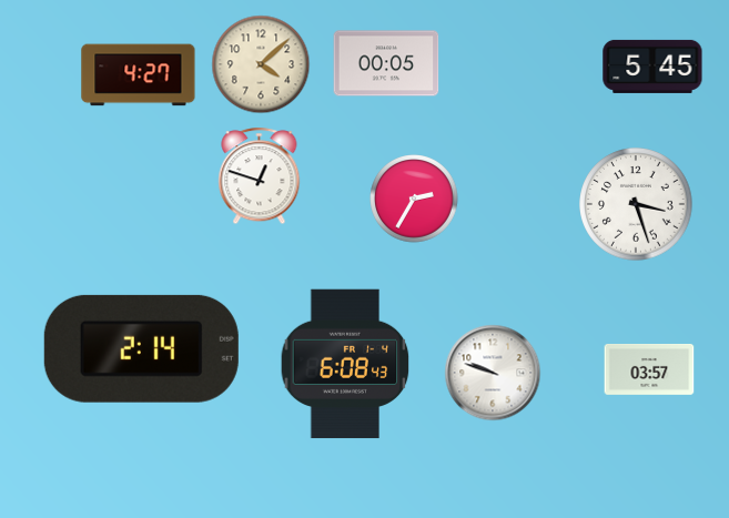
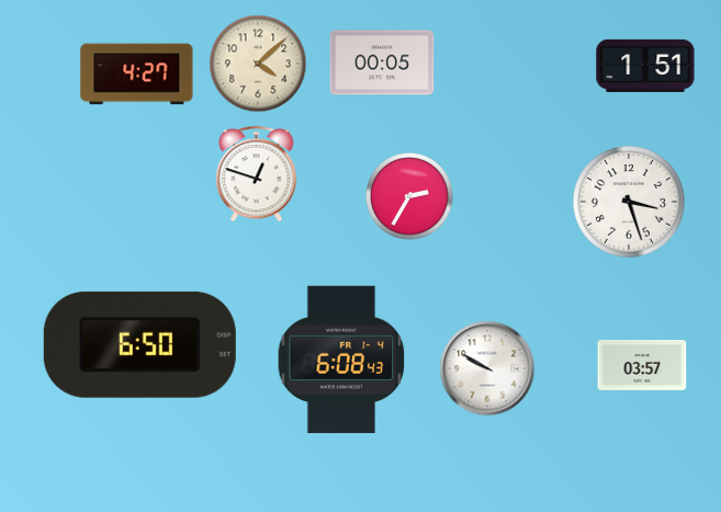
clock at (652, 67): 5:45 -> 1:51
clock at (141, 348): 2:14 -> 6:50
clock at (493, 373): 9:48 -> 9:50
